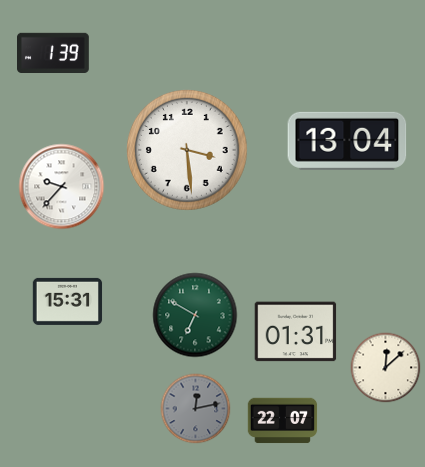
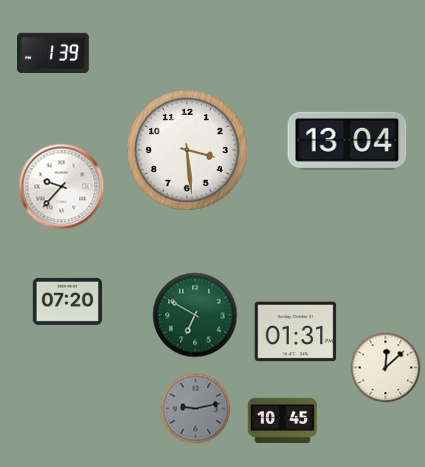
clock at (68, 301): 15:31 -> 07:20
clock at (196, 409): 12:13 -> 9:13
clock at (283, 421): 22:07 -> 10:45
